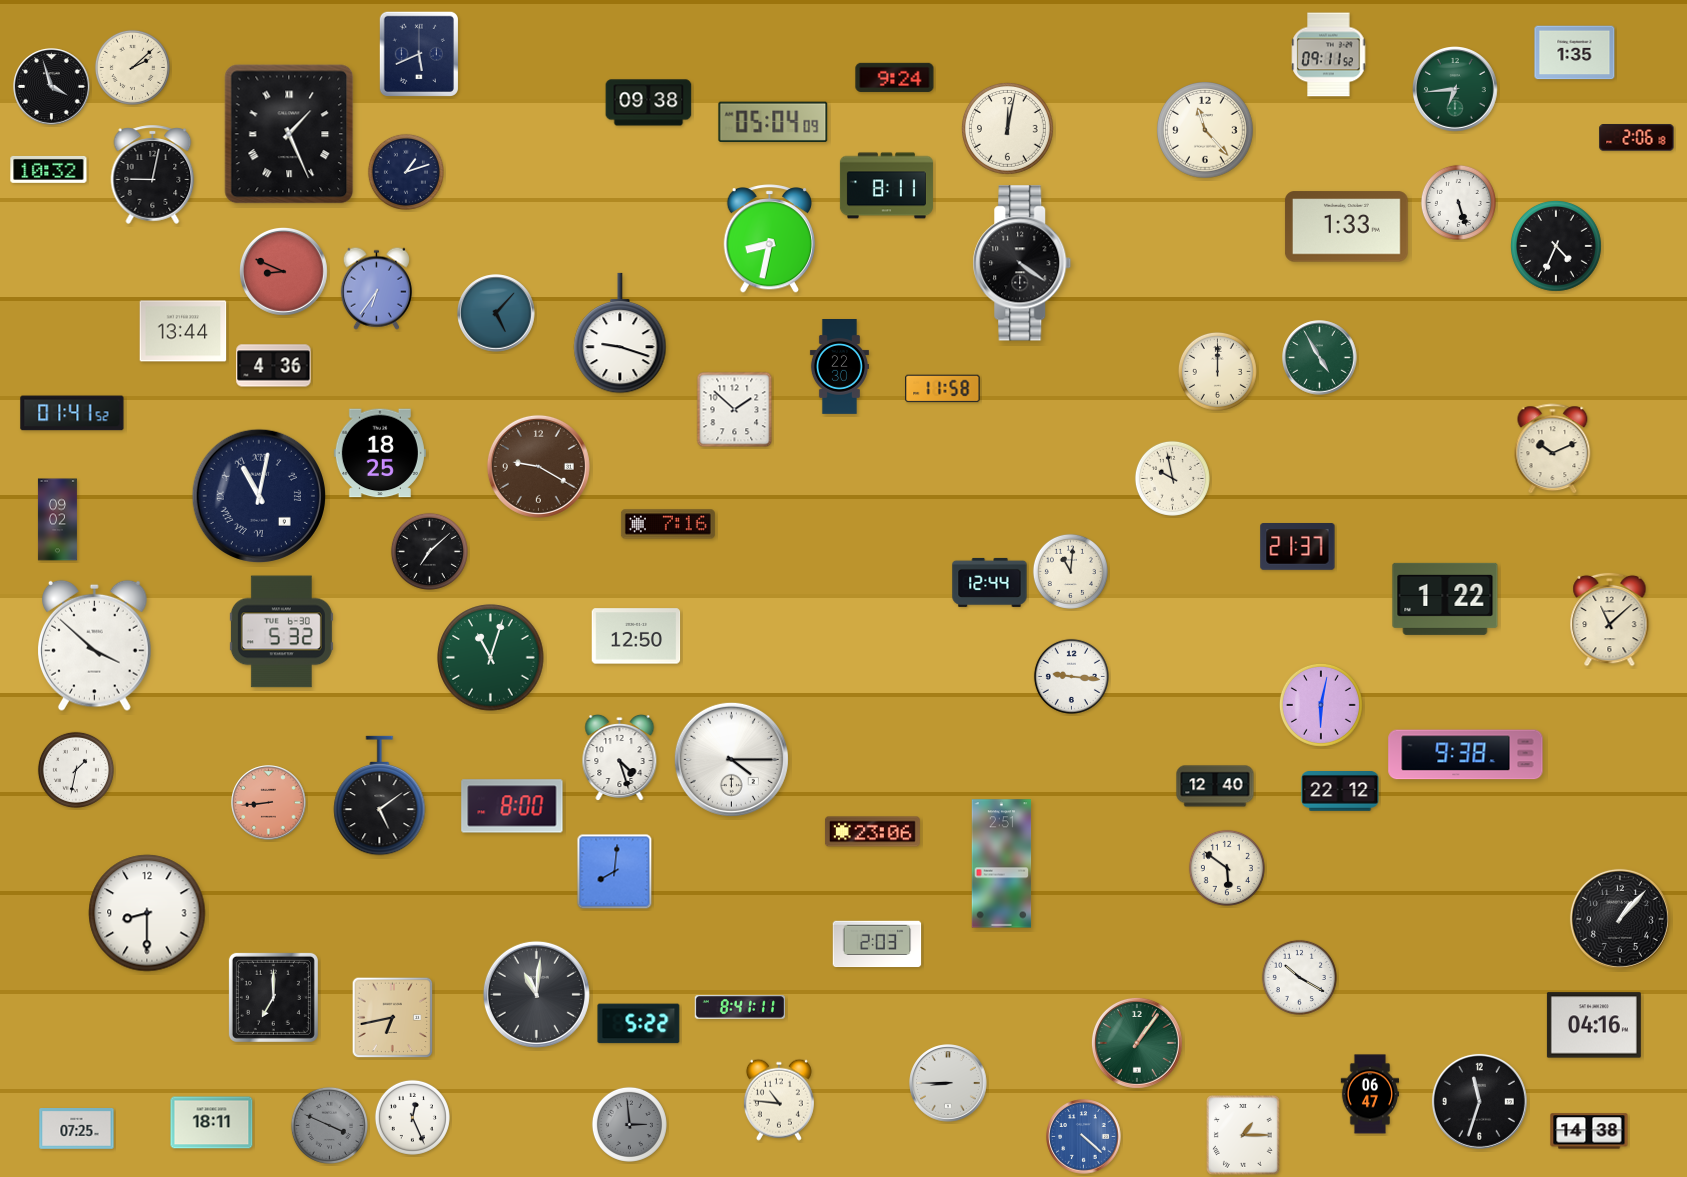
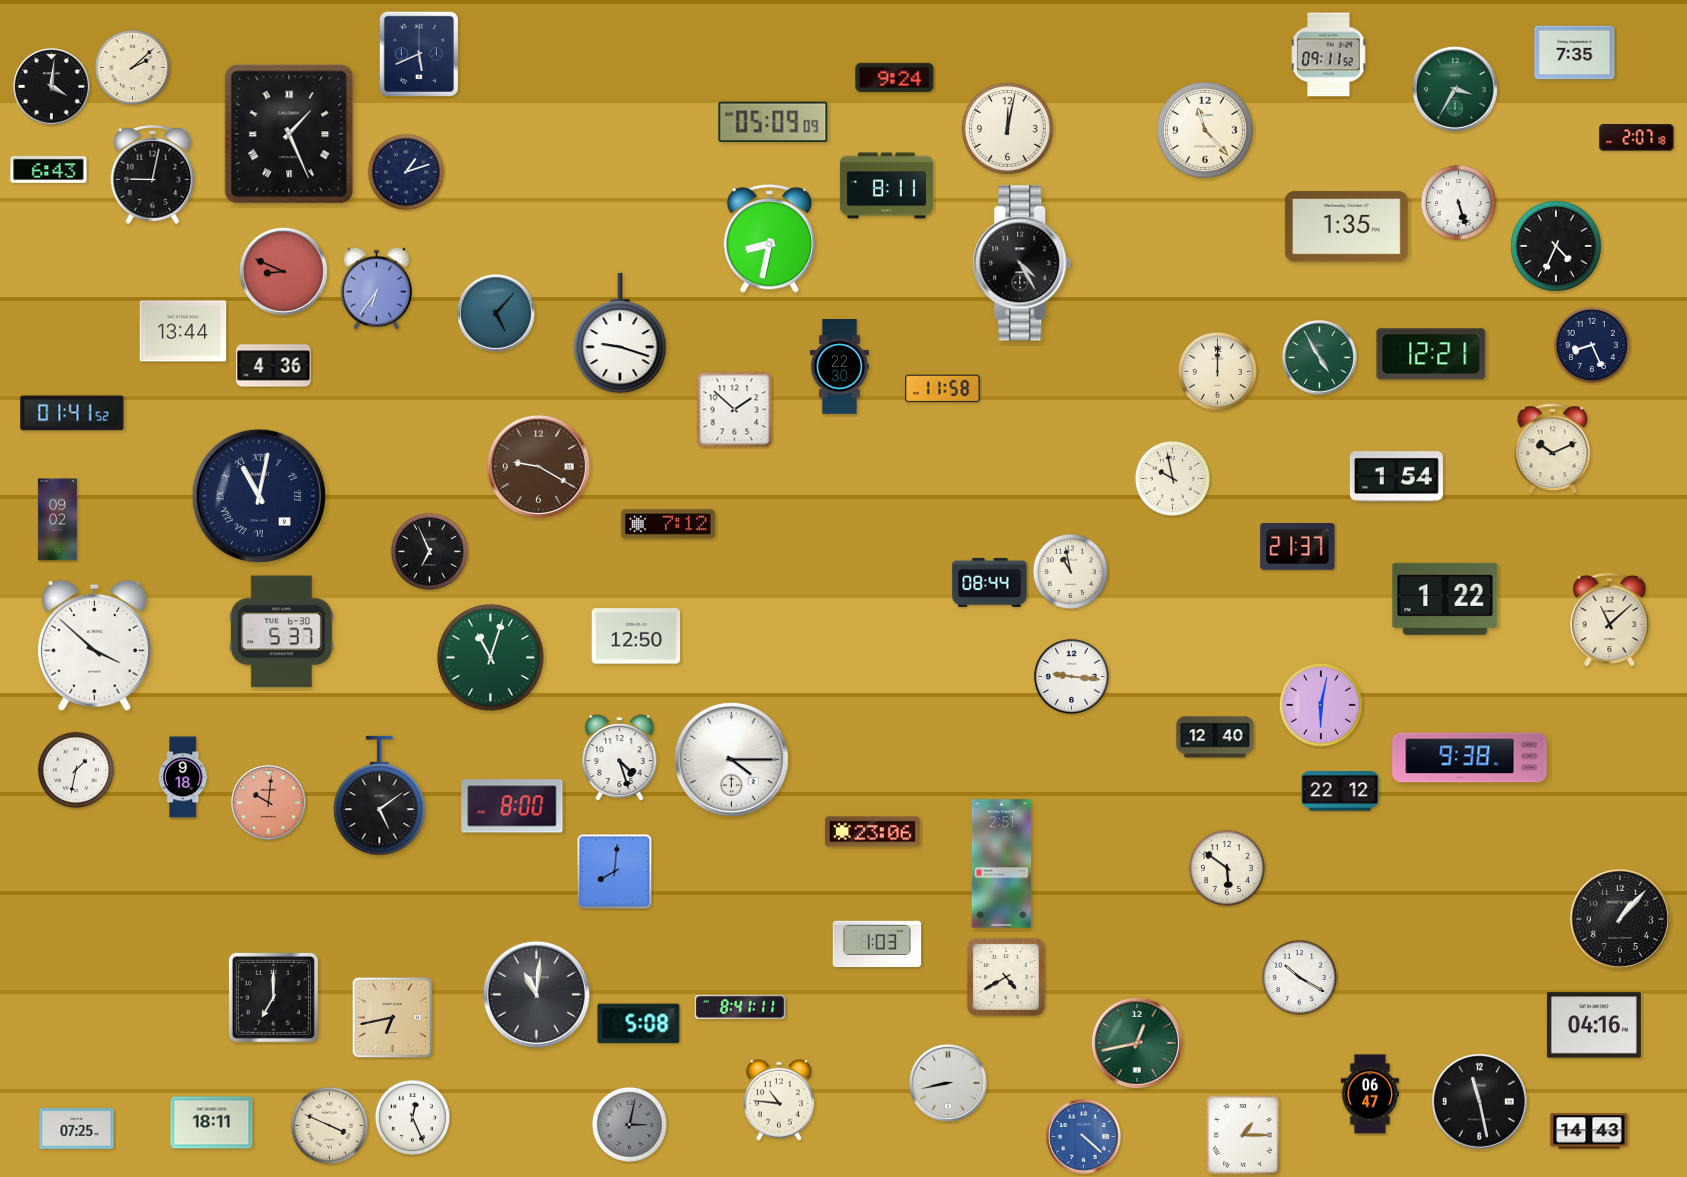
clock at (1575, 53): 1:35 -> 7:35
clock at (52, 87): 3:57 -> 4:01
clock at (1456, 90): 6:44 -> 3:35
clock at (649, 103): 09:38 -> none
clock at (773, 121): 05:04 -> 05:09
clock at (1637, 138): 2:06 -> 2:07
clock at (49, 169): 10:32 -> 6:43
clock at (1346, 227): 1:33 -> 1:35
clock at (1022, 263): 4:21 -> 4:25
clock at (1592, 345): none -> 8:26
clock at (1431, 354): none -> 12:21
clock at (380, 453): 18:25 -> none
clock at (1396, 477): none -> 1:54
clock at (668, 524): 7:16 -> 7:12
clock at (429, 551): 7:08 -> 6:56
clock at (1070, 571): 11:01 -> 10:58
clock at (990, 582): 12:44 -> 08:44
clock at (281, 632): 5:32 -> 5:37
clock at (1466, 755) position: (1466, 755) -> (1470, 758)
clock at (183, 777): none -> 9:18
clock at (1215, 786) position: (1215, 786) -> (1215, 737)
clock at (269, 803): 8:44 -> 10:01
clock at (147, 913): 8:30 -> none
clock at (877, 944): 2:03 -> 1:03
clock at (1006, 977): none -> 4:40
clock at (639, 1024): 5:22 -> 5:08
clock at (1137, 1043): 1:06 -> 12:43
clock at (948, 1083): 8:45 -> 8:43
clock at (1479, 1101): 11:33 -> 11:28
clock at (629, 1124): 2:59 -> 3:02
clock at (329, 1125) dial: grey -> cream
clock at (1589, 1131): 14:38 -> 14:43
